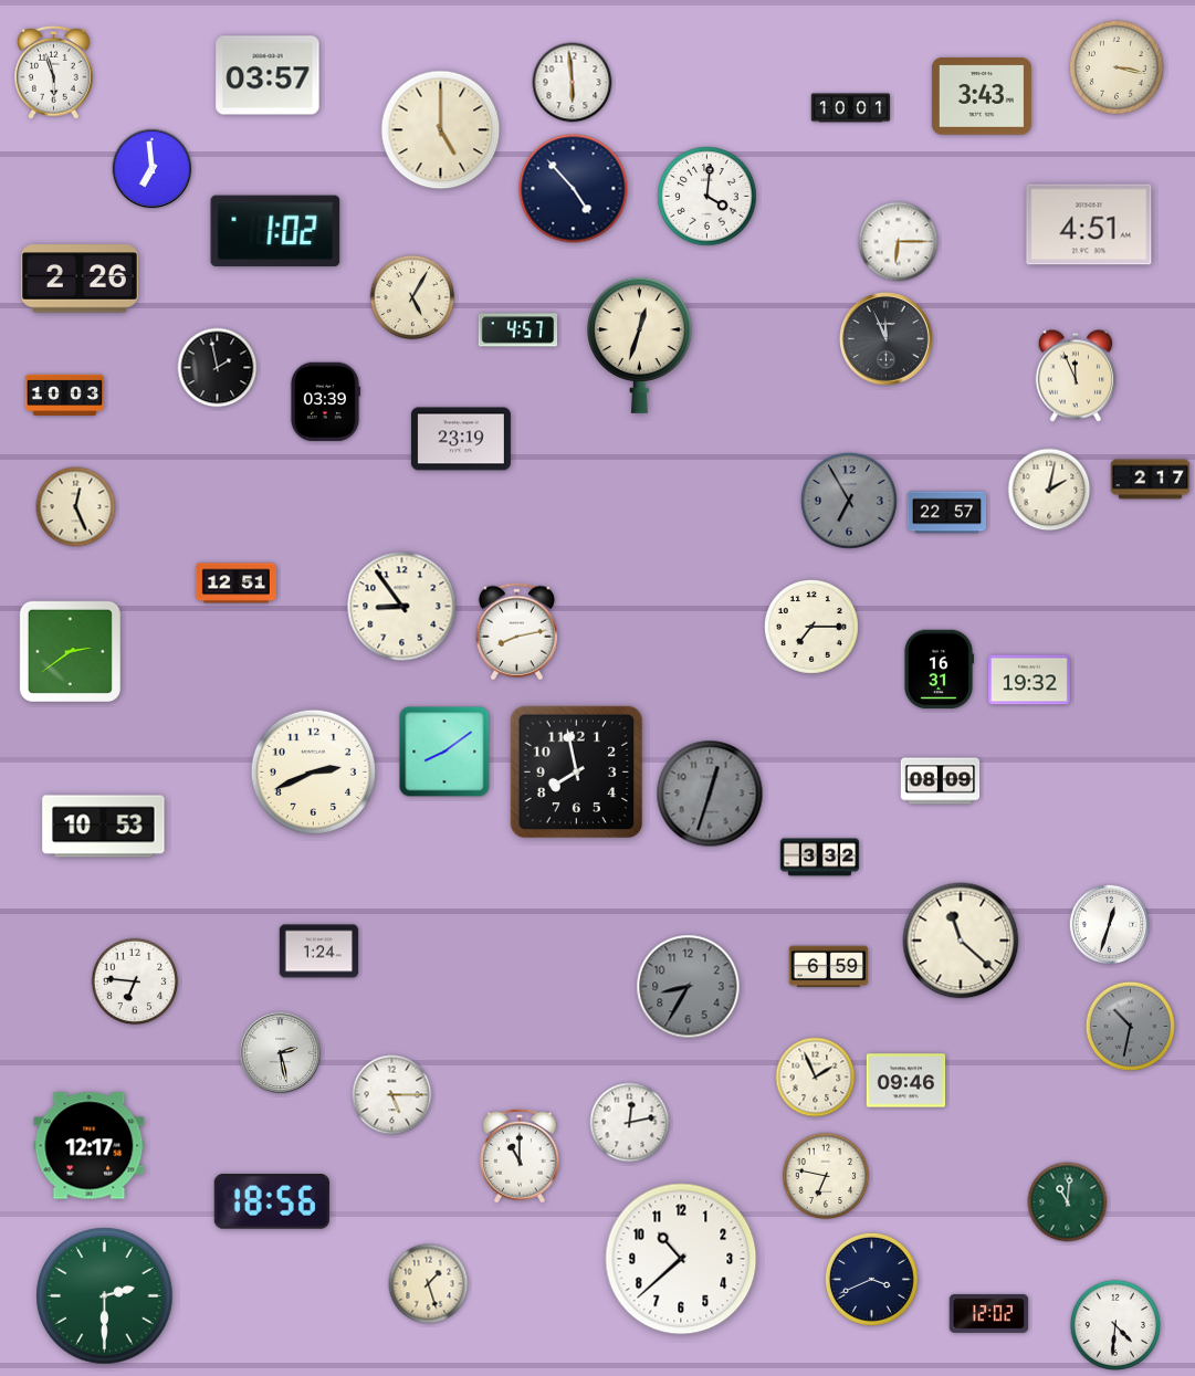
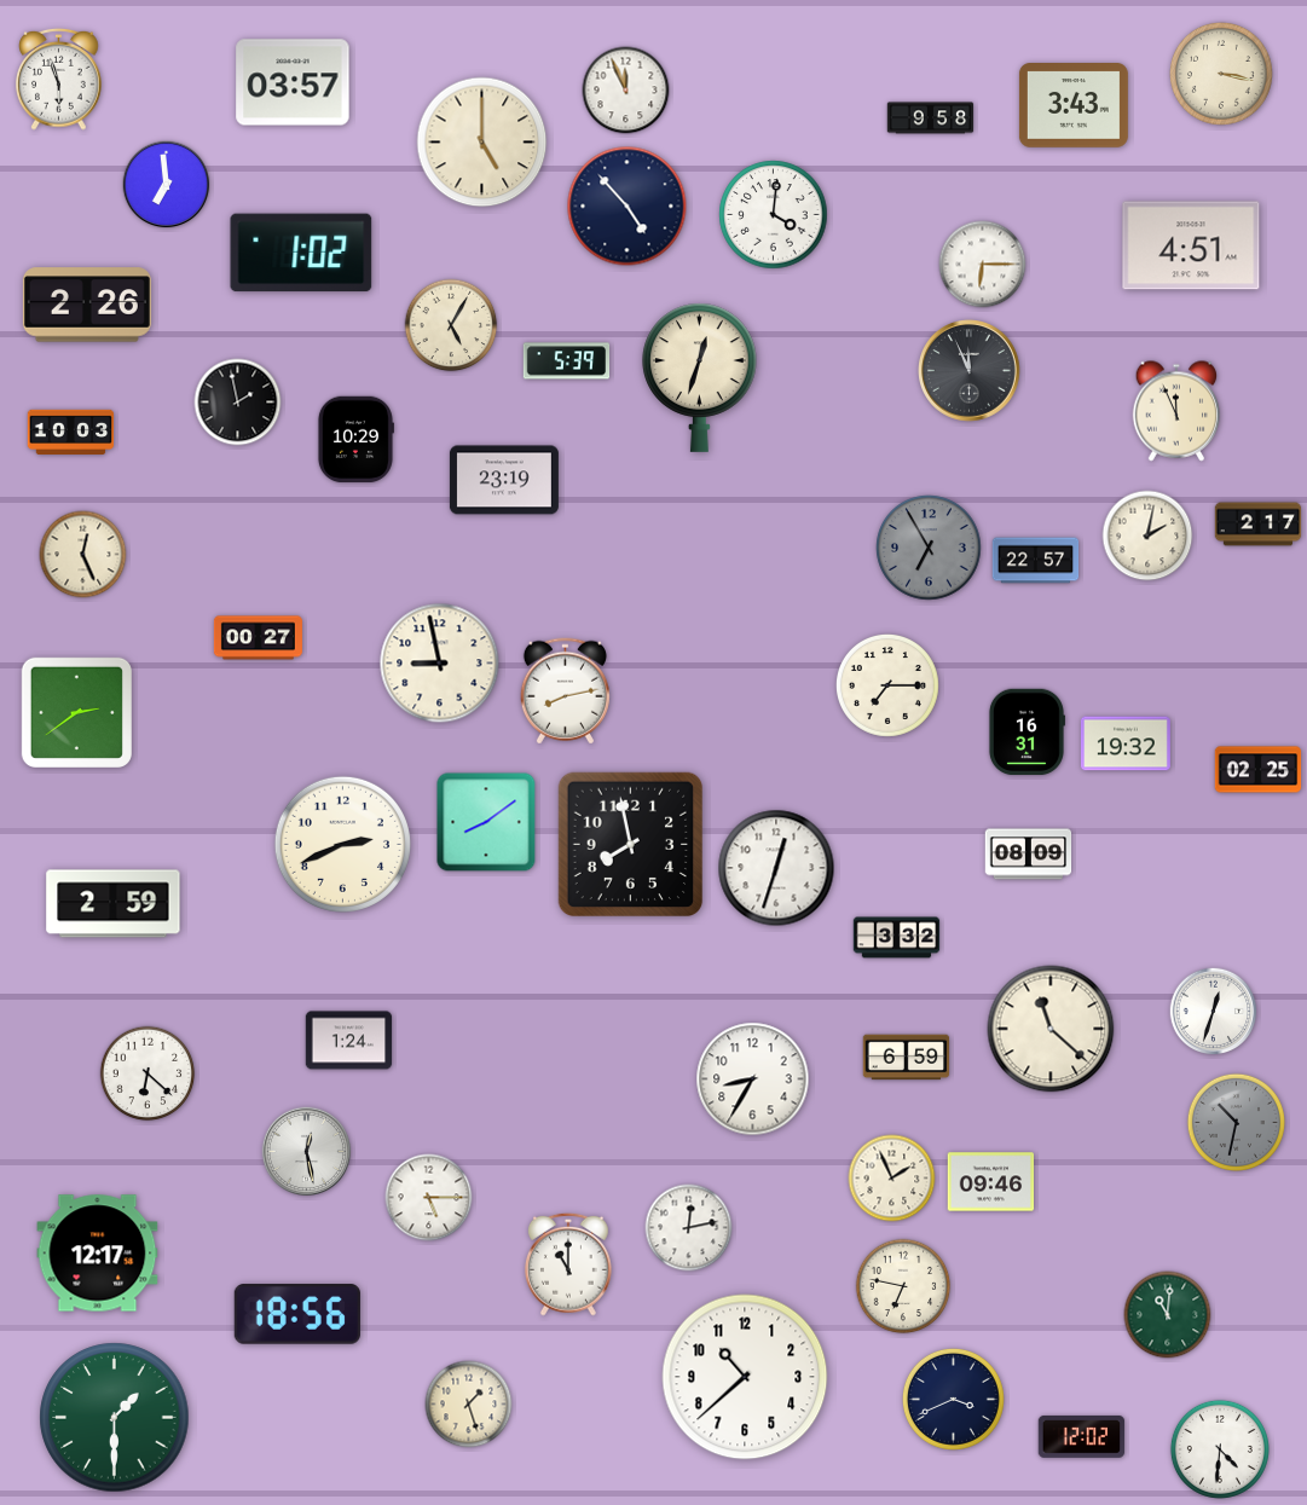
clock at (573, 83): 5:59 -> 11:56
clock at (851, 108): 10:01 -> 9:58
clock at (518, 330): 4:57 -> 5:39
clock at (325, 402): 03:39 -> 10:29
clock at (235, 584): 12:51 -> 00:27
clock at (402, 607): 8:54 -> 8:58
clock at (1259, 770): none -> 02:25
clock at (710, 794) dial: grey -> white
clock at (104, 827): 10:53 -> 2:59
clock at (135, 981): 6:46 -> 6:22
clock at (689, 987) dial: grey -> white
clock at (281, 1053): 2:28 -> 12:28
clock at (105, 1296): 2:30 -> 1:30
